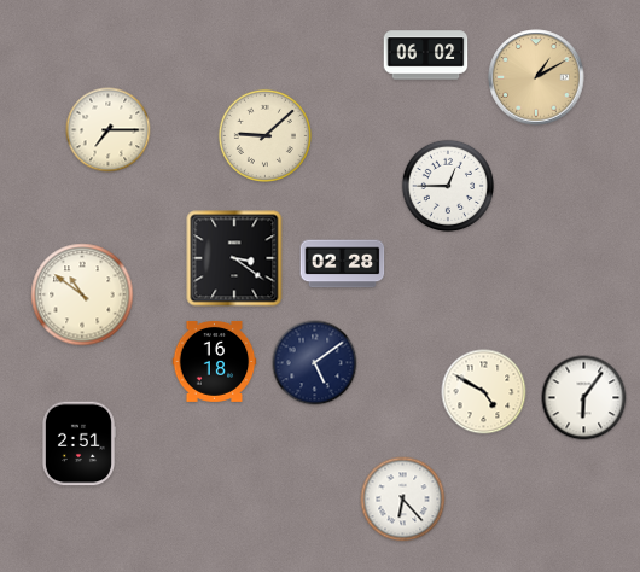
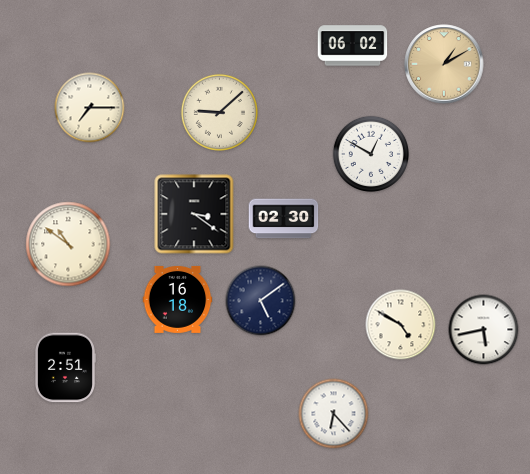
clock at (447, 185): 12:45 -> 12:50
clock at (343, 264): 02:28 -> 02:30
clock at (584, 398): 6:06 -> 5:43
